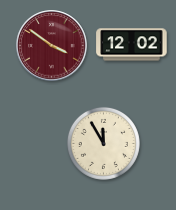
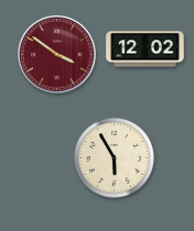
clock at (52, 46) position: (52, 46) -> (57, 55)
clock at (103, 143): 11:55 -> 5:55
